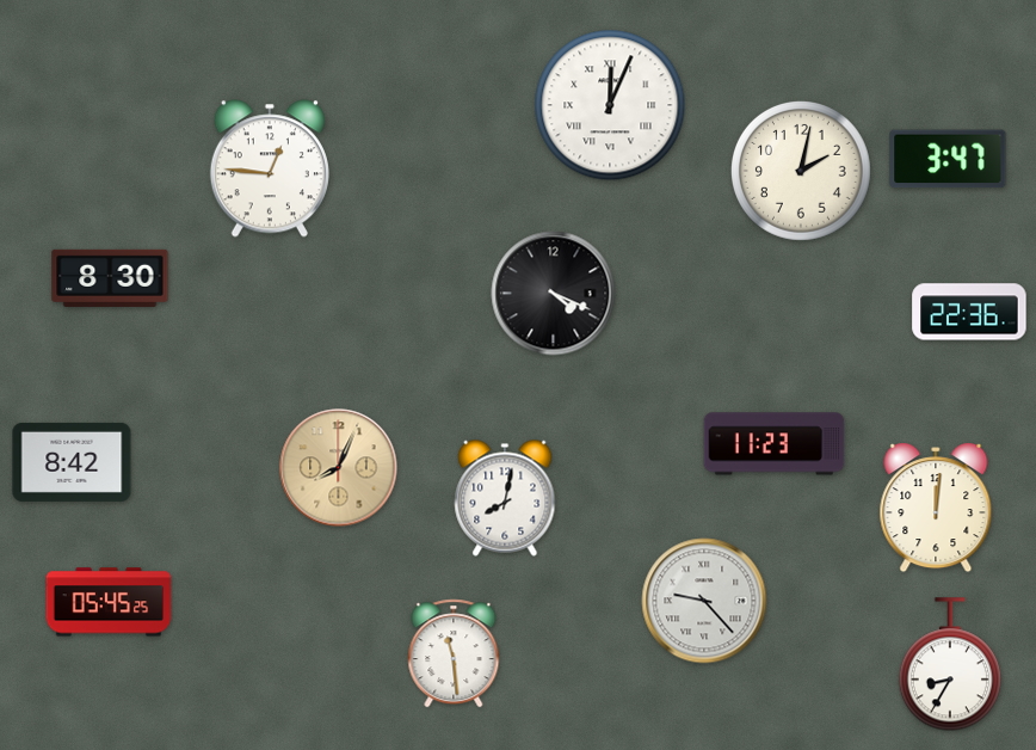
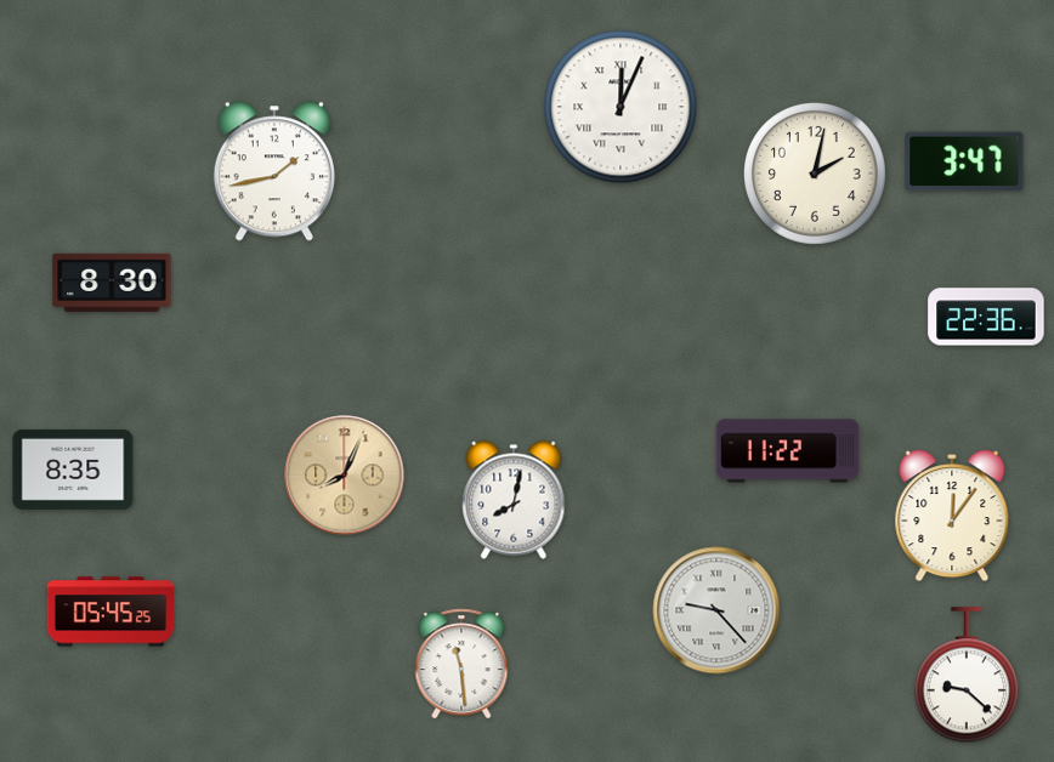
clock at (270, 168): 12:46 -> 1:43
clock at (554, 294): 4:19 -> none
clock at (775, 444): 11:23 -> 11:22
clock at (72, 462): 8:42 -> 8:35
clock at (505, 498) position: (505, 498) -> (514, 500)
clock at (936, 508): 12:01 -> 12:06
clock at (950, 665): 8:35 -> 9:22
